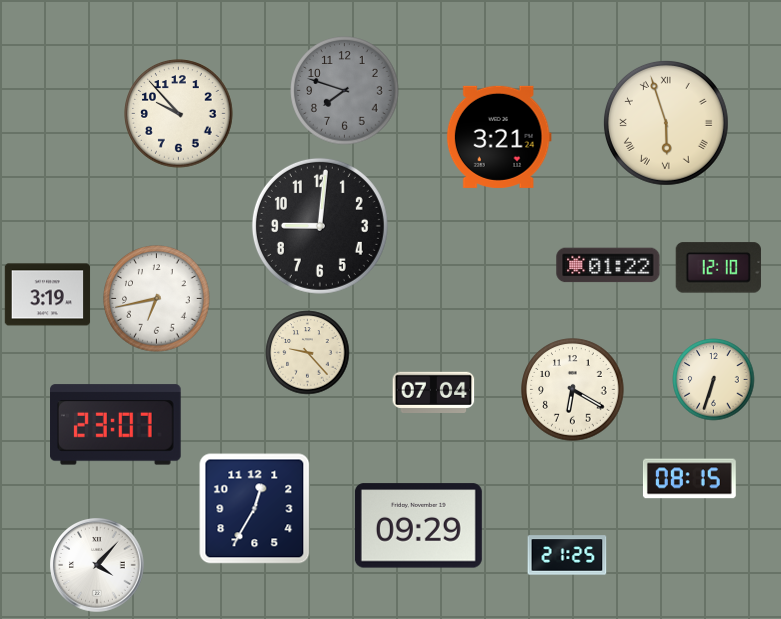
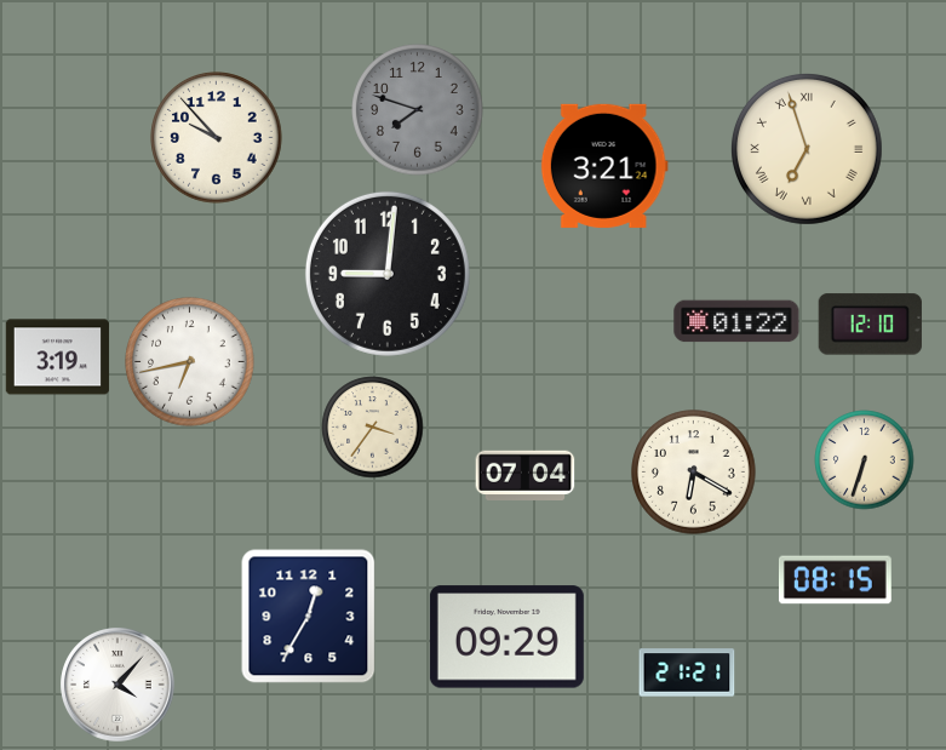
clock at (666, 123): 5:57 -> 6:57
clock at (308, 353): 9:23 -> 3:36
clock at (116, 425): 23:07 -> none
clock at (567, 555): 21:25 -> 21:21
